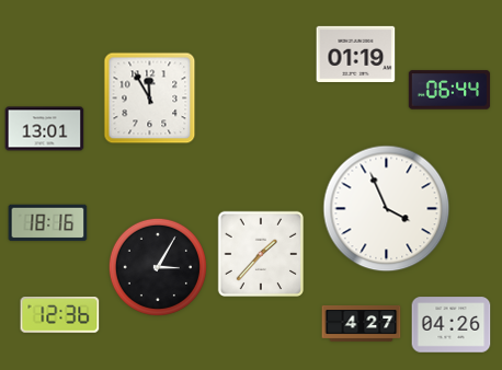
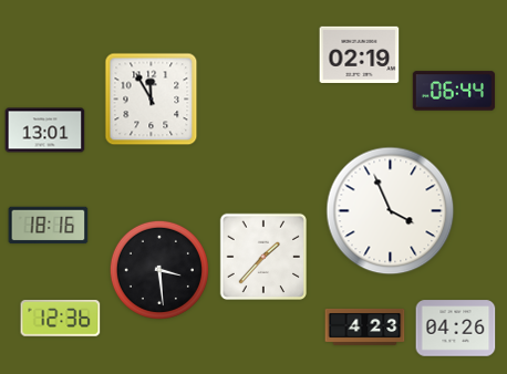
clock at (356, 54): 01:19 -> 02:19
clock at (158, 267): 3:05 -> 3:29
clock at (362, 323): 4:27 -> 4:23
